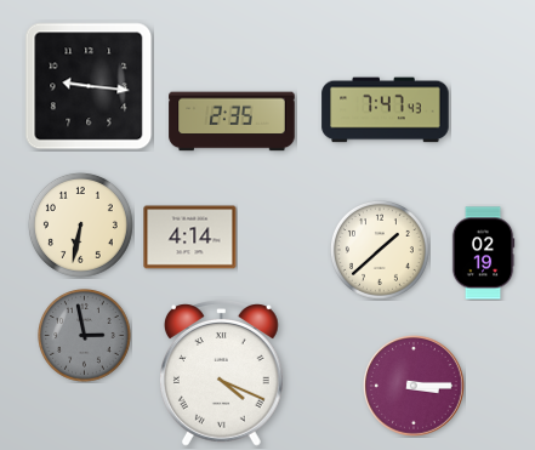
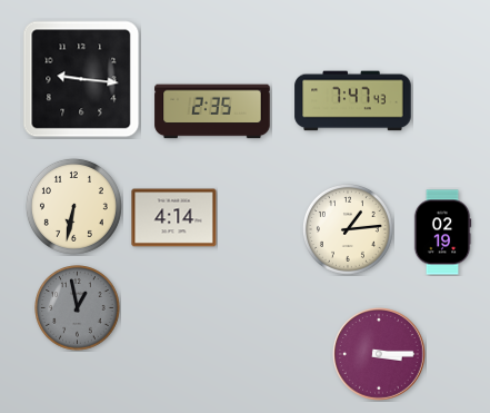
clock at (380, 250): 1:38 -> 1:14
clock at (85, 336): 2:58 -> 12:58
clock at (221, 374): 4:19 -> none
